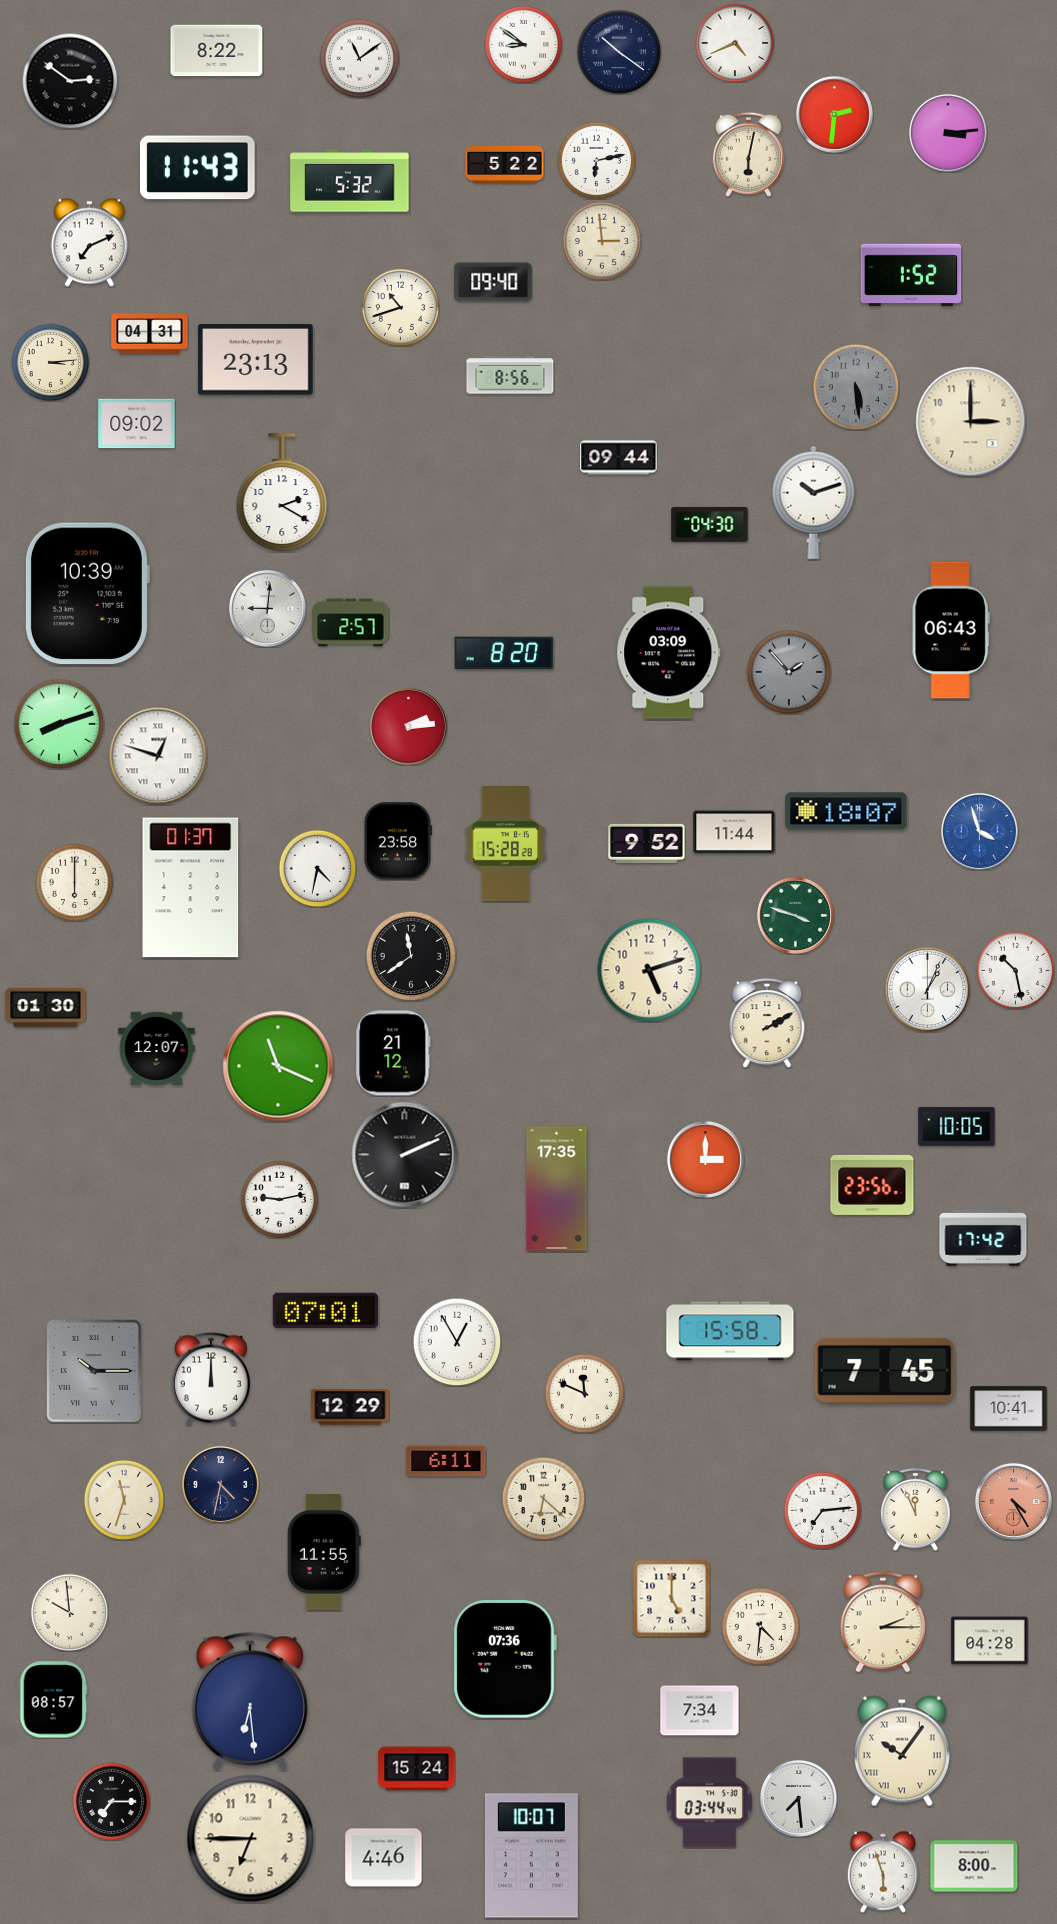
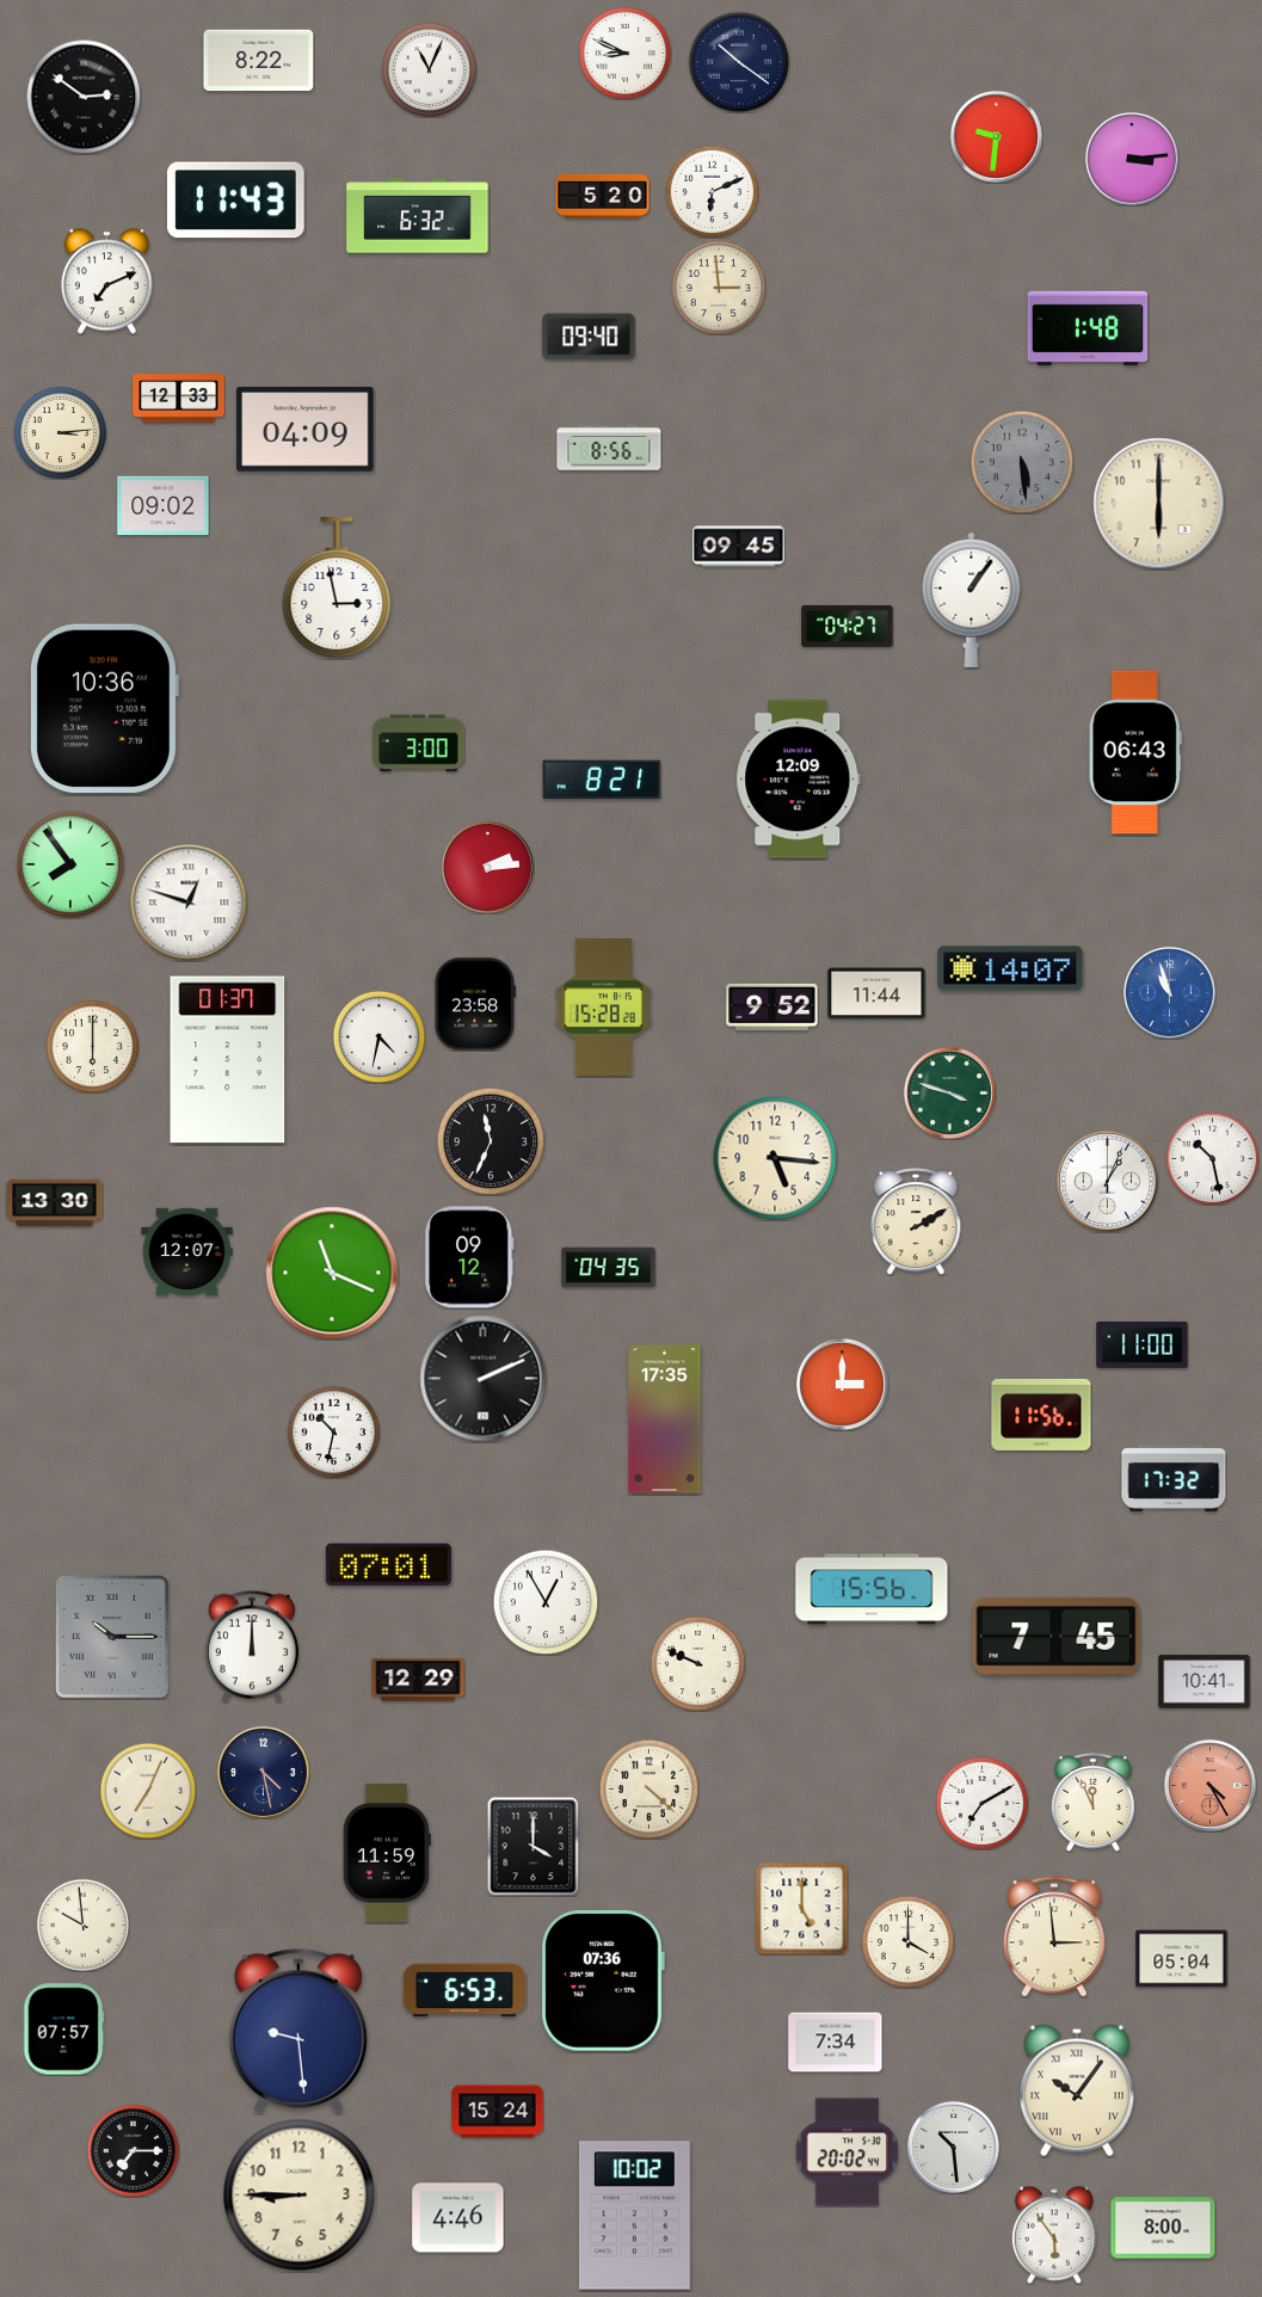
clock at (735, 43): 4:41 -> none
clock at (523, 44): 8:51 -> 8:49
clock at (359, 58): 11:09 -> 11:04
clock at (834, 114): 2:31 -> 9:31
clock at (748, 154): 6:02 -> none
clock at (596, 160): 6:13 -> 6:11
clock at (505, 164): 5:22 -> 5:20
clock at (350, 181): 5:32 -> 6:32
clock at (89, 243) position: (89, 243) -> (106, 282)
clock at (911, 274): 1:52 -> 1:48
clock at (400, 307): 10:42 -> none
clock at (150, 334): 04:31 -> 12:33
clock at (256, 360): 23:13 -> 04:09
clock at (971, 422): 3:00 -> 6:00
clock at (619, 458): 09:44 -> 09:45
clock at (282, 492): 2:20 -> 2:58
clock at (814, 502): 10:12 -> 1:06
clock at (710, 524): 04:30 -> 04:27
clock at (87, 594): 10:39 -> 10:36
clock at (267, 608): 9:01 -> none
clock at (351, 623): 2:57 -> 3:00
clock at (504, 653): 8:20 -> 8:21
clock at (669, 653): 03:09 -> 12:09
clock at (789, 672): 1:53 -> none
clock at (59, 724): 8:12 -> 7:54
clock at (846, 811): 18:07 -> 14:07
clock at (979, 831): 3:57 -> 10:57
clock at (74, 882) position: (74, 882) -> (92, 1046)
clock at (411, 956): 11:39 -> 11:34
clock at (649, 970): 5:12 -> 5:16
clock at (46, 1008): 01:30 -> 13:30
clock at (393, 1053): 21:12 -> 09:12
clock at (609, 1268): none -> 04:35
clock at (957, 1126): 10:05 -> 11:00
clock at (872, 1185): 23:56 -> 11:56
clock at (279, 1199): 9:13 -> 10:32
clock at (983, 1238): 17:42 -> 17:32
clock at (730, 1331): 15:58 -> 15:56
clock at (584, 1393): 11:49 -> 9:49
clock at (446, 1461): 6:11 -> none
clock at (220, 1484): 4:32 -> 4:28
clock at (543, 1498): 6:22 -> 4:22
clock at (124, 1500): 11:33 -> 7:04
clock at (1013, 1501) position: (1013, 1501) -> (1209, 1785)
clock at (822, 1510): 7:14 -> 7:10
clock at (534, 1846): none -> 4:00
clock at (324, 1552): 11:55 -> 11:59
clock at (883, 1622): 2:15 -> 2:59
clock at (760, 1626): 4:31 -> 4:00
clock at (990, 1641): 04:28 -> 05:04
clock at (463, 1990): none -> 6:53
clock at (53, 1700): 08:57 -> 07:57
clock at (250, 1701): 6:29 -> 9:29
clock at (798, 1798): 7:29 -> 10:29
clock at (710, 1803): 03:44 -> 20:02
clock at (251, 1839): 6:45 -> 8:45
clock at (531, 1856): 10:07 -> 10:02
clock at (883, 1872): 5:57 -> 5:54
